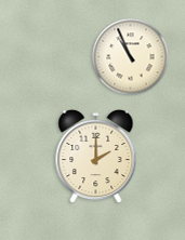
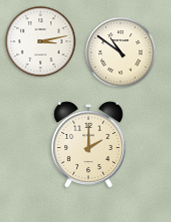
clock at (41, 42): none -> 3:13
clock at (131, 57): 10:56 -> 10:51
